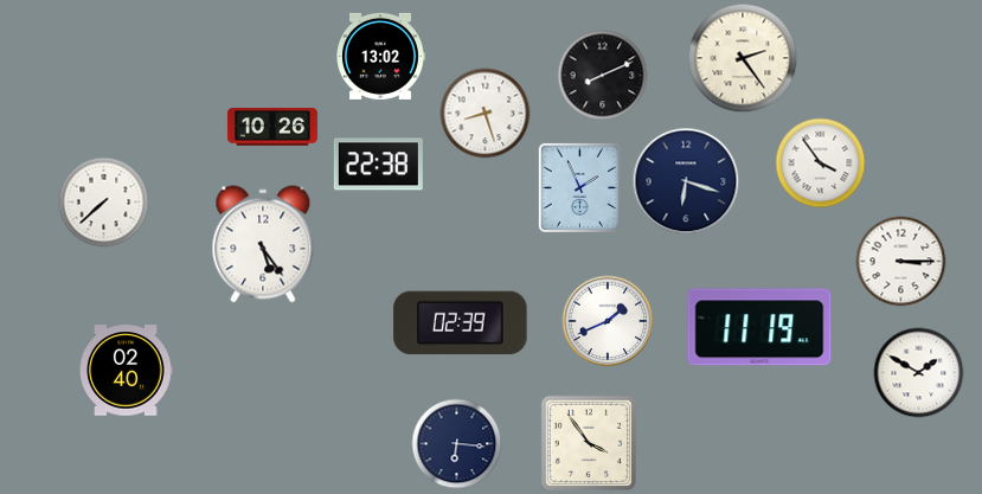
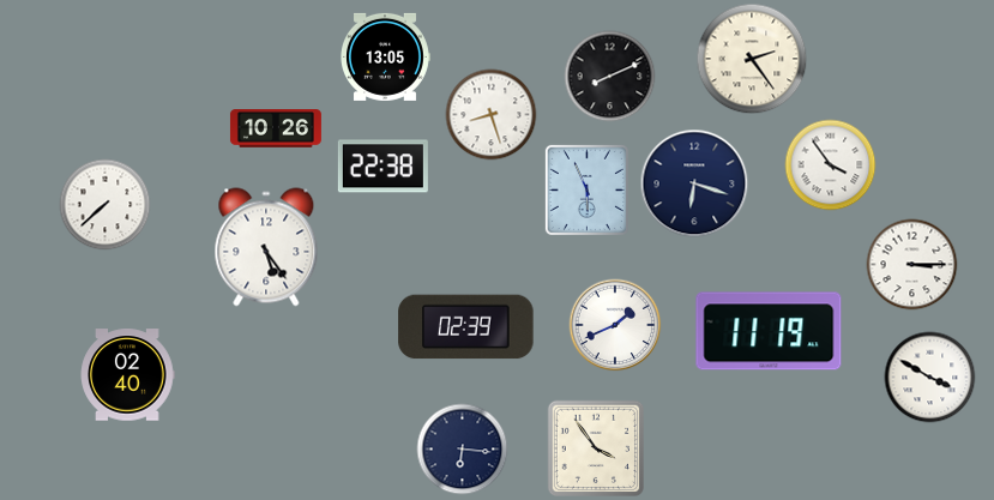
clock at (381, 56): 13:02 -> 13:05
clock at (579, 187): 1:56 -> 5:56
clock at (919, 373): 1:50 -> 3:50
